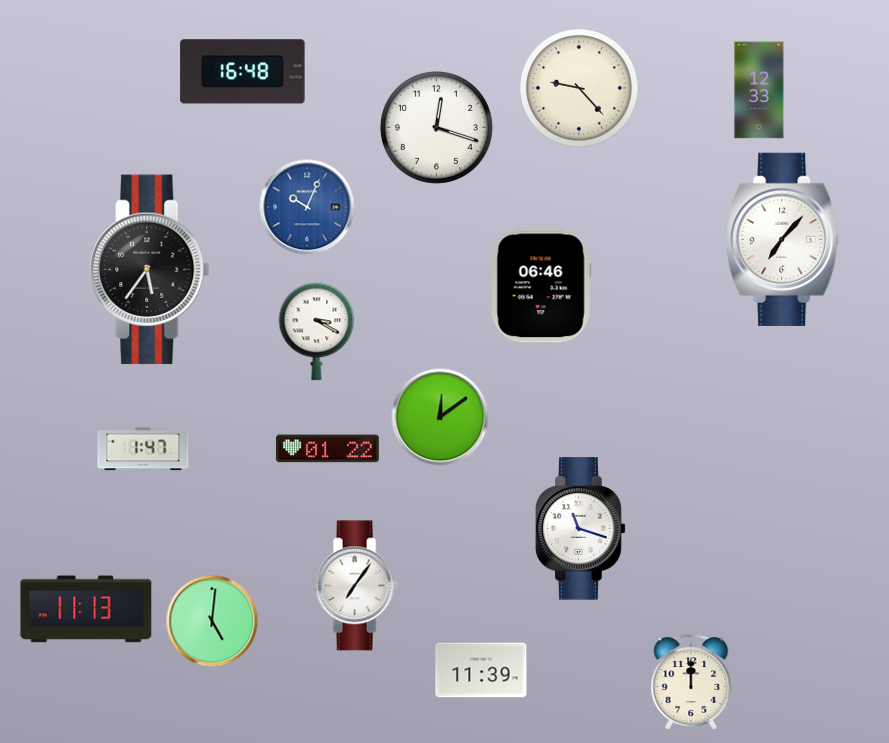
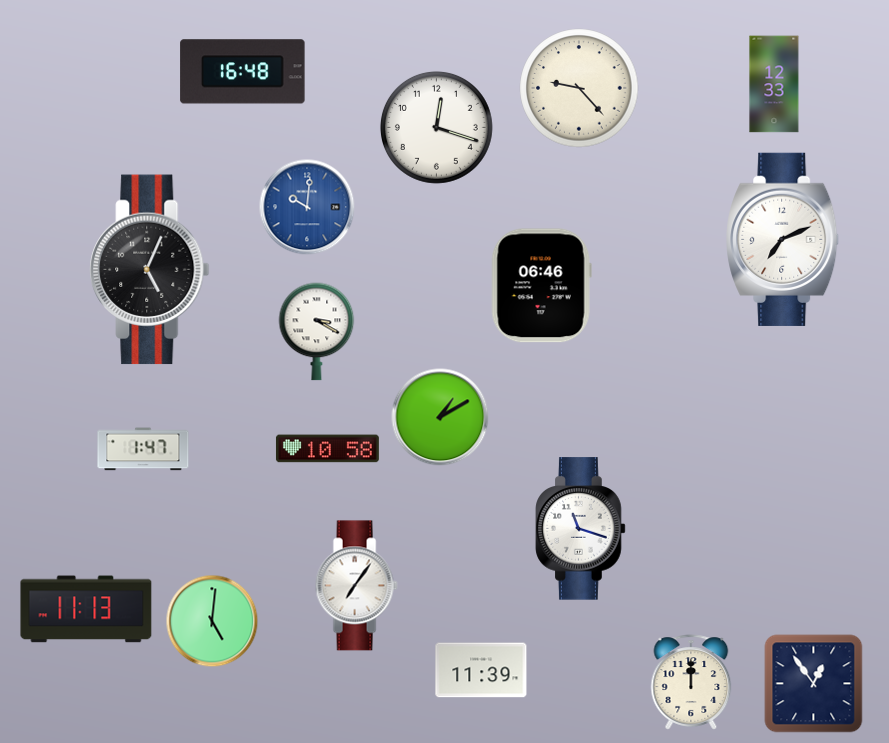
clock at (759, 90) position: (759, 90) -> (774, 84)
clock at (307, 207): 10:04 -> 10:01
clock at (783, 239): 7:07 -> 7:11
clock at (150, 270): 5:36 -> 5:04
clock at (440, 417): 12:09 -> 1:10
clock at (327, 449): 01:22 -> 10:58
clock at (814, 684): none -> 12:54
